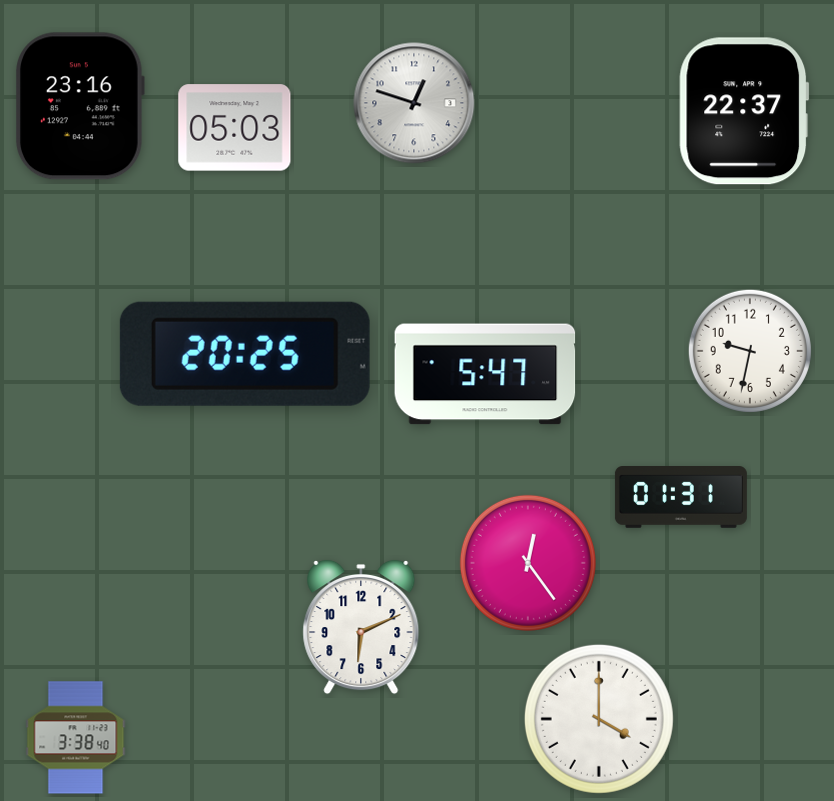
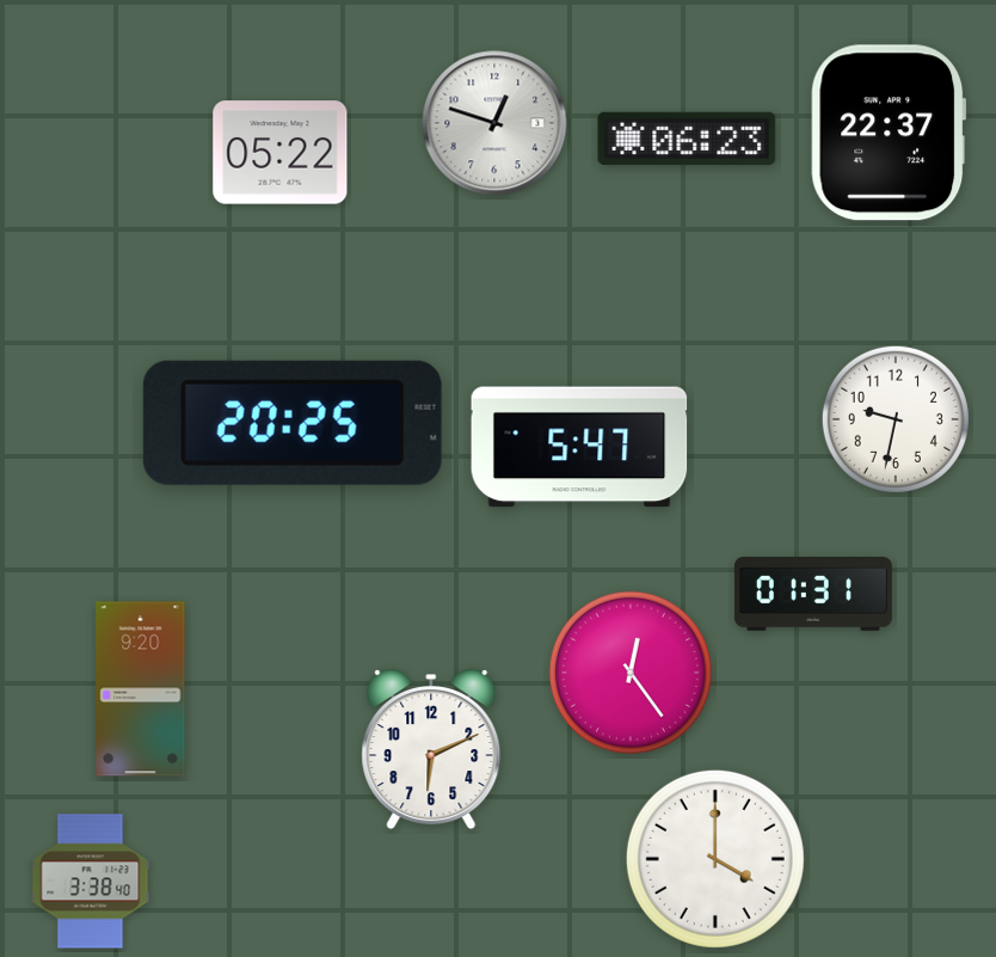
clock at (81, 106): 23:16 -> none
clock at (687, 139): none -> 06:23
clock at (235, 128): 05:03 -> 05:22
clock at (141, 689): none -> 9:20
